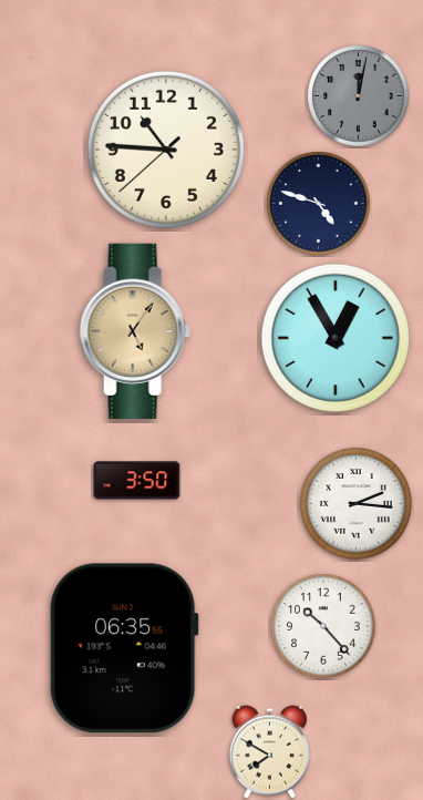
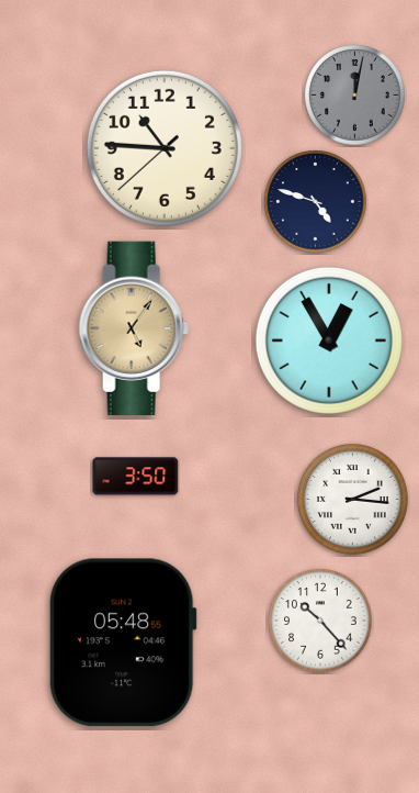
clock at (336, 338) position: (336, 338) -> (329, 340)
clock at (124, 648): 06:35 -> 05:48
clock at (269, 752): 7:50 -> none
